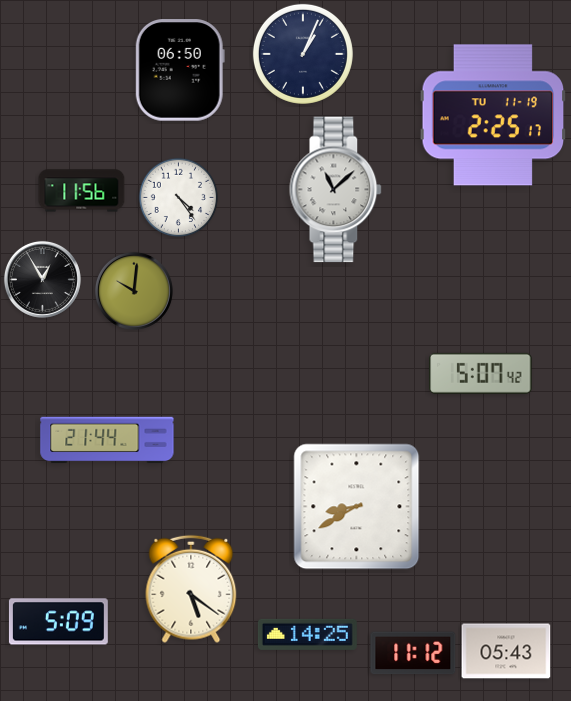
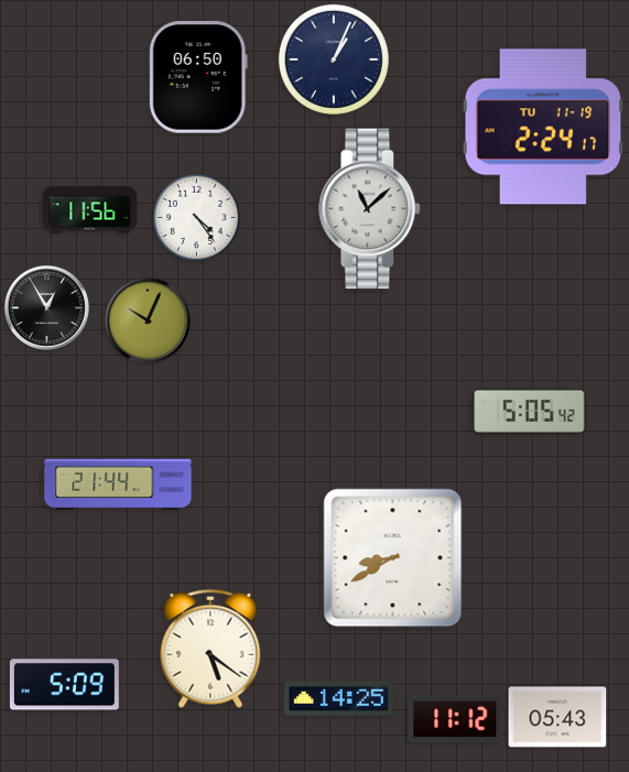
clock at (493, 115): 2:25 -> 2:24
clock at (134, 291): 10:01 -> 10:04
clock at (481, 373): 5:07 -> 5:05
